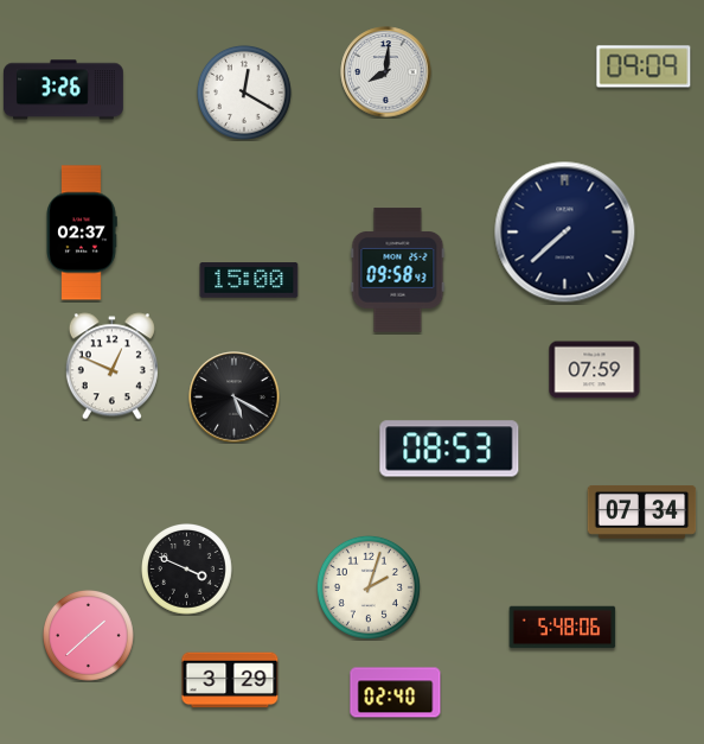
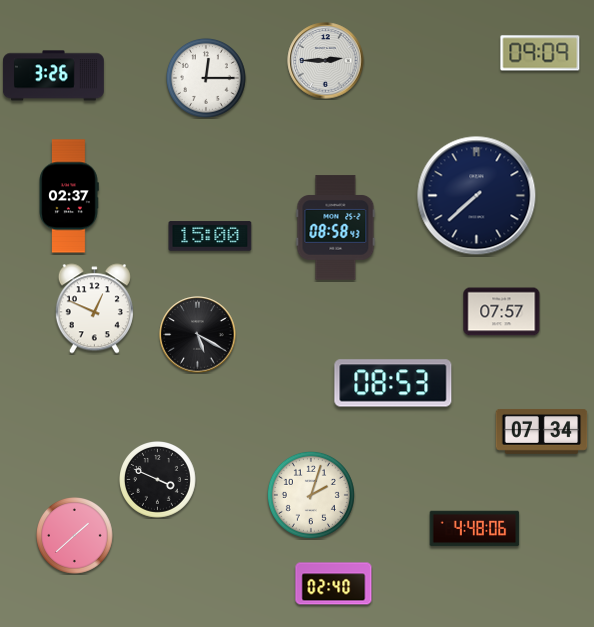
clock at (644, 66) position: (644, 66) -> (540, 53)
clock at (386, 72): 8:01 -> 2:45
clock at (244, 93): 12:20 -> 12:15
clock at (398, 271): 09:58 -> 08:58
clock at (595, 370): 07:59 -> 07:57
clock at (449, 449) position: (449, 449) -> (393, 383)
clock at (563, 628): 5:48 -> 4:48
clock at (230, 680): 3:29 -> none
